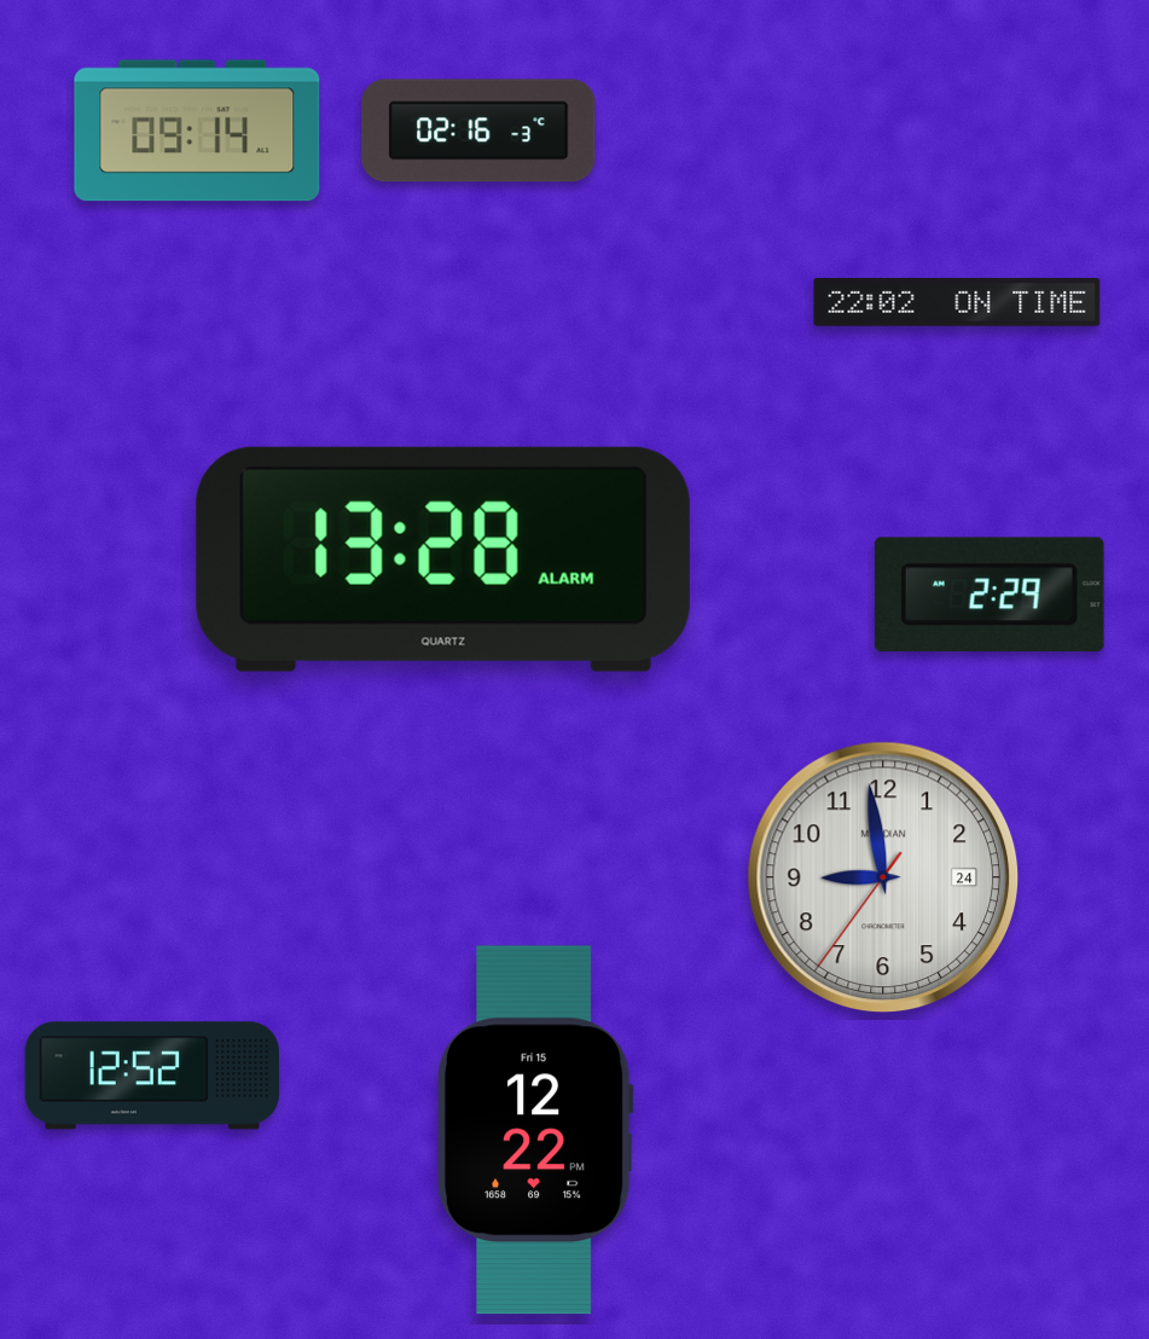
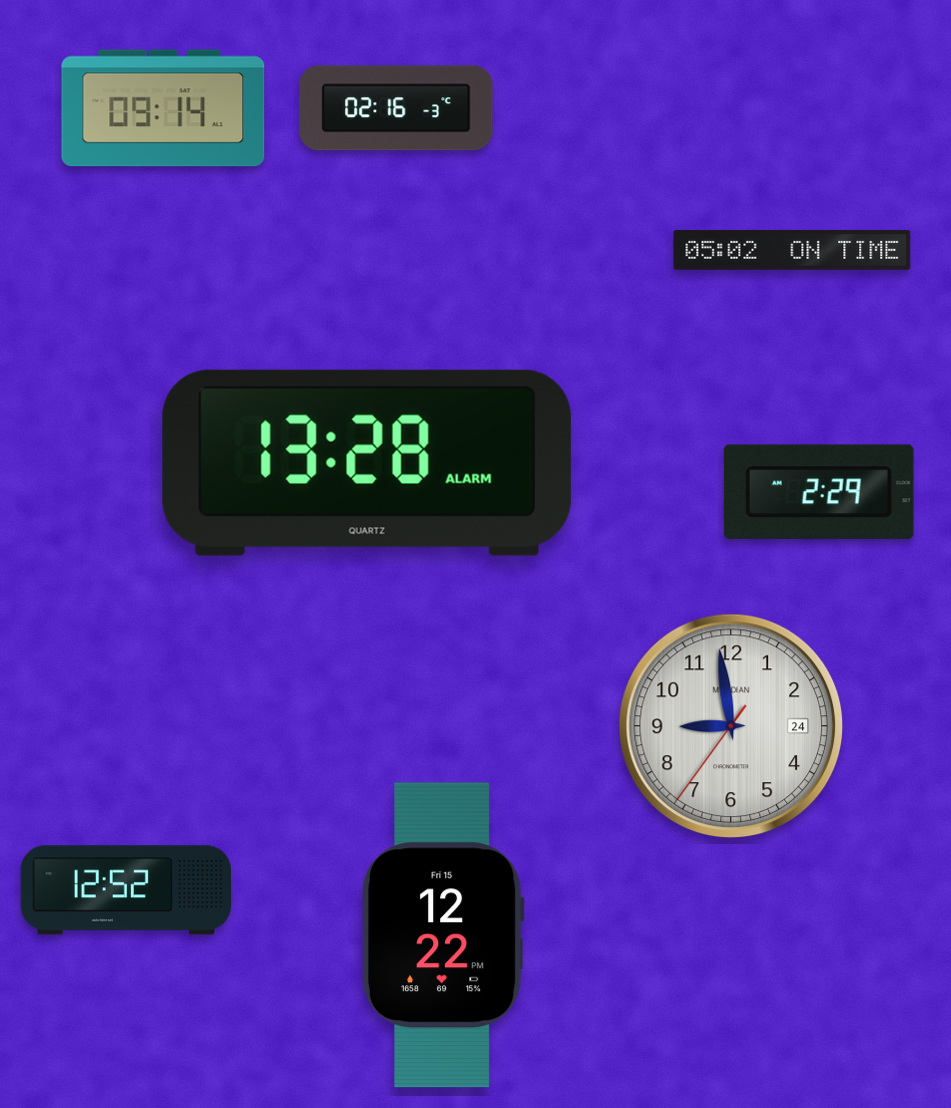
clock at (957, 303): 22:02 -> 05:02
